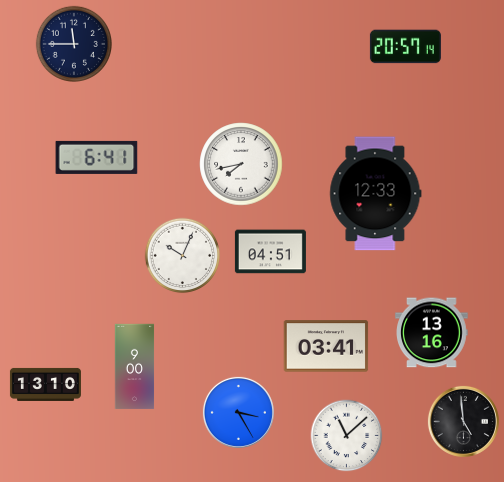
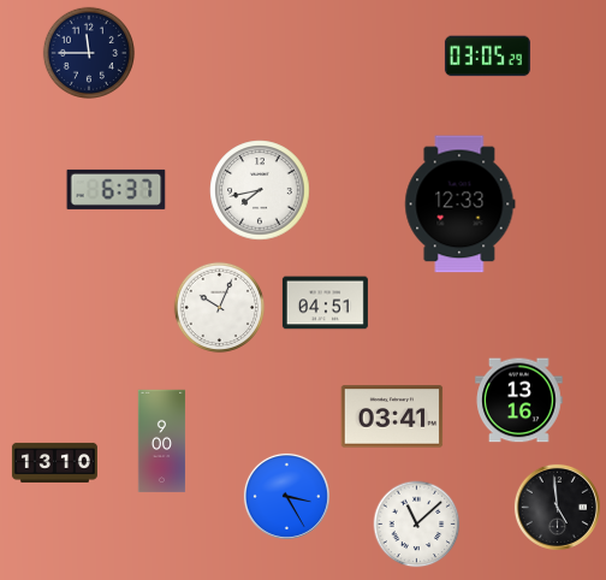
clock at (405, 47): 20:57 -> 03:05
clock at (97, 157): 6:41 -> 6:37
clock at (241, 164) position: (241, 164) -> (260, 190)
clock at (376, 194) position: (376, 194) -> (461, 205)
